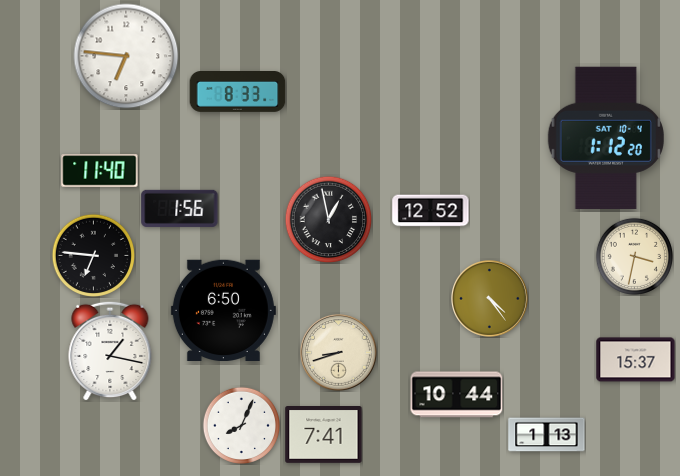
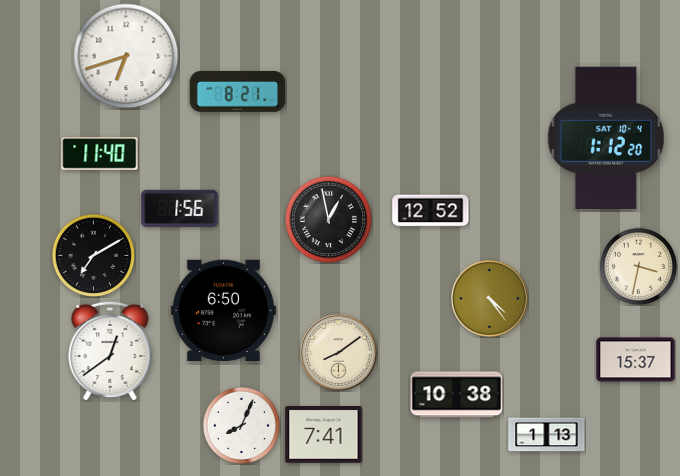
clock at (126, 56): 6:46 -> 6:42
clock at (238, 92): 8:33 -> 8:21
clock at (100, 171) position: (100, 171) -> (100, 154)
clock at (93, 255): 6:46 -> 7:10
clock at (634, 256) position: (634, 256) -> (638, 266)
clock at (110, 351): 1:17 -> 12:39
clock at (339, 353): 8:42 -> 8:09
clock at (457, 395): 10:44 -> 10:38
